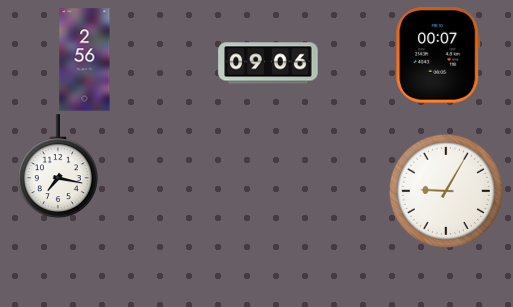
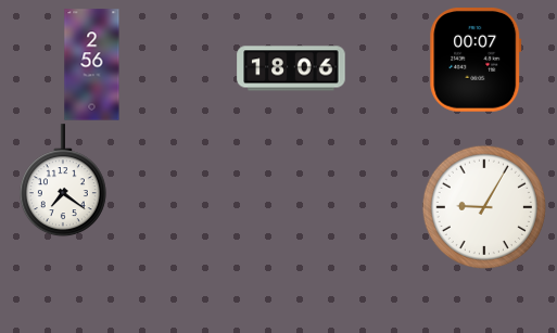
clock at (268, 63): 09:06 -> 18:06
clock at (58, 166): 7:17 -> 7:21
